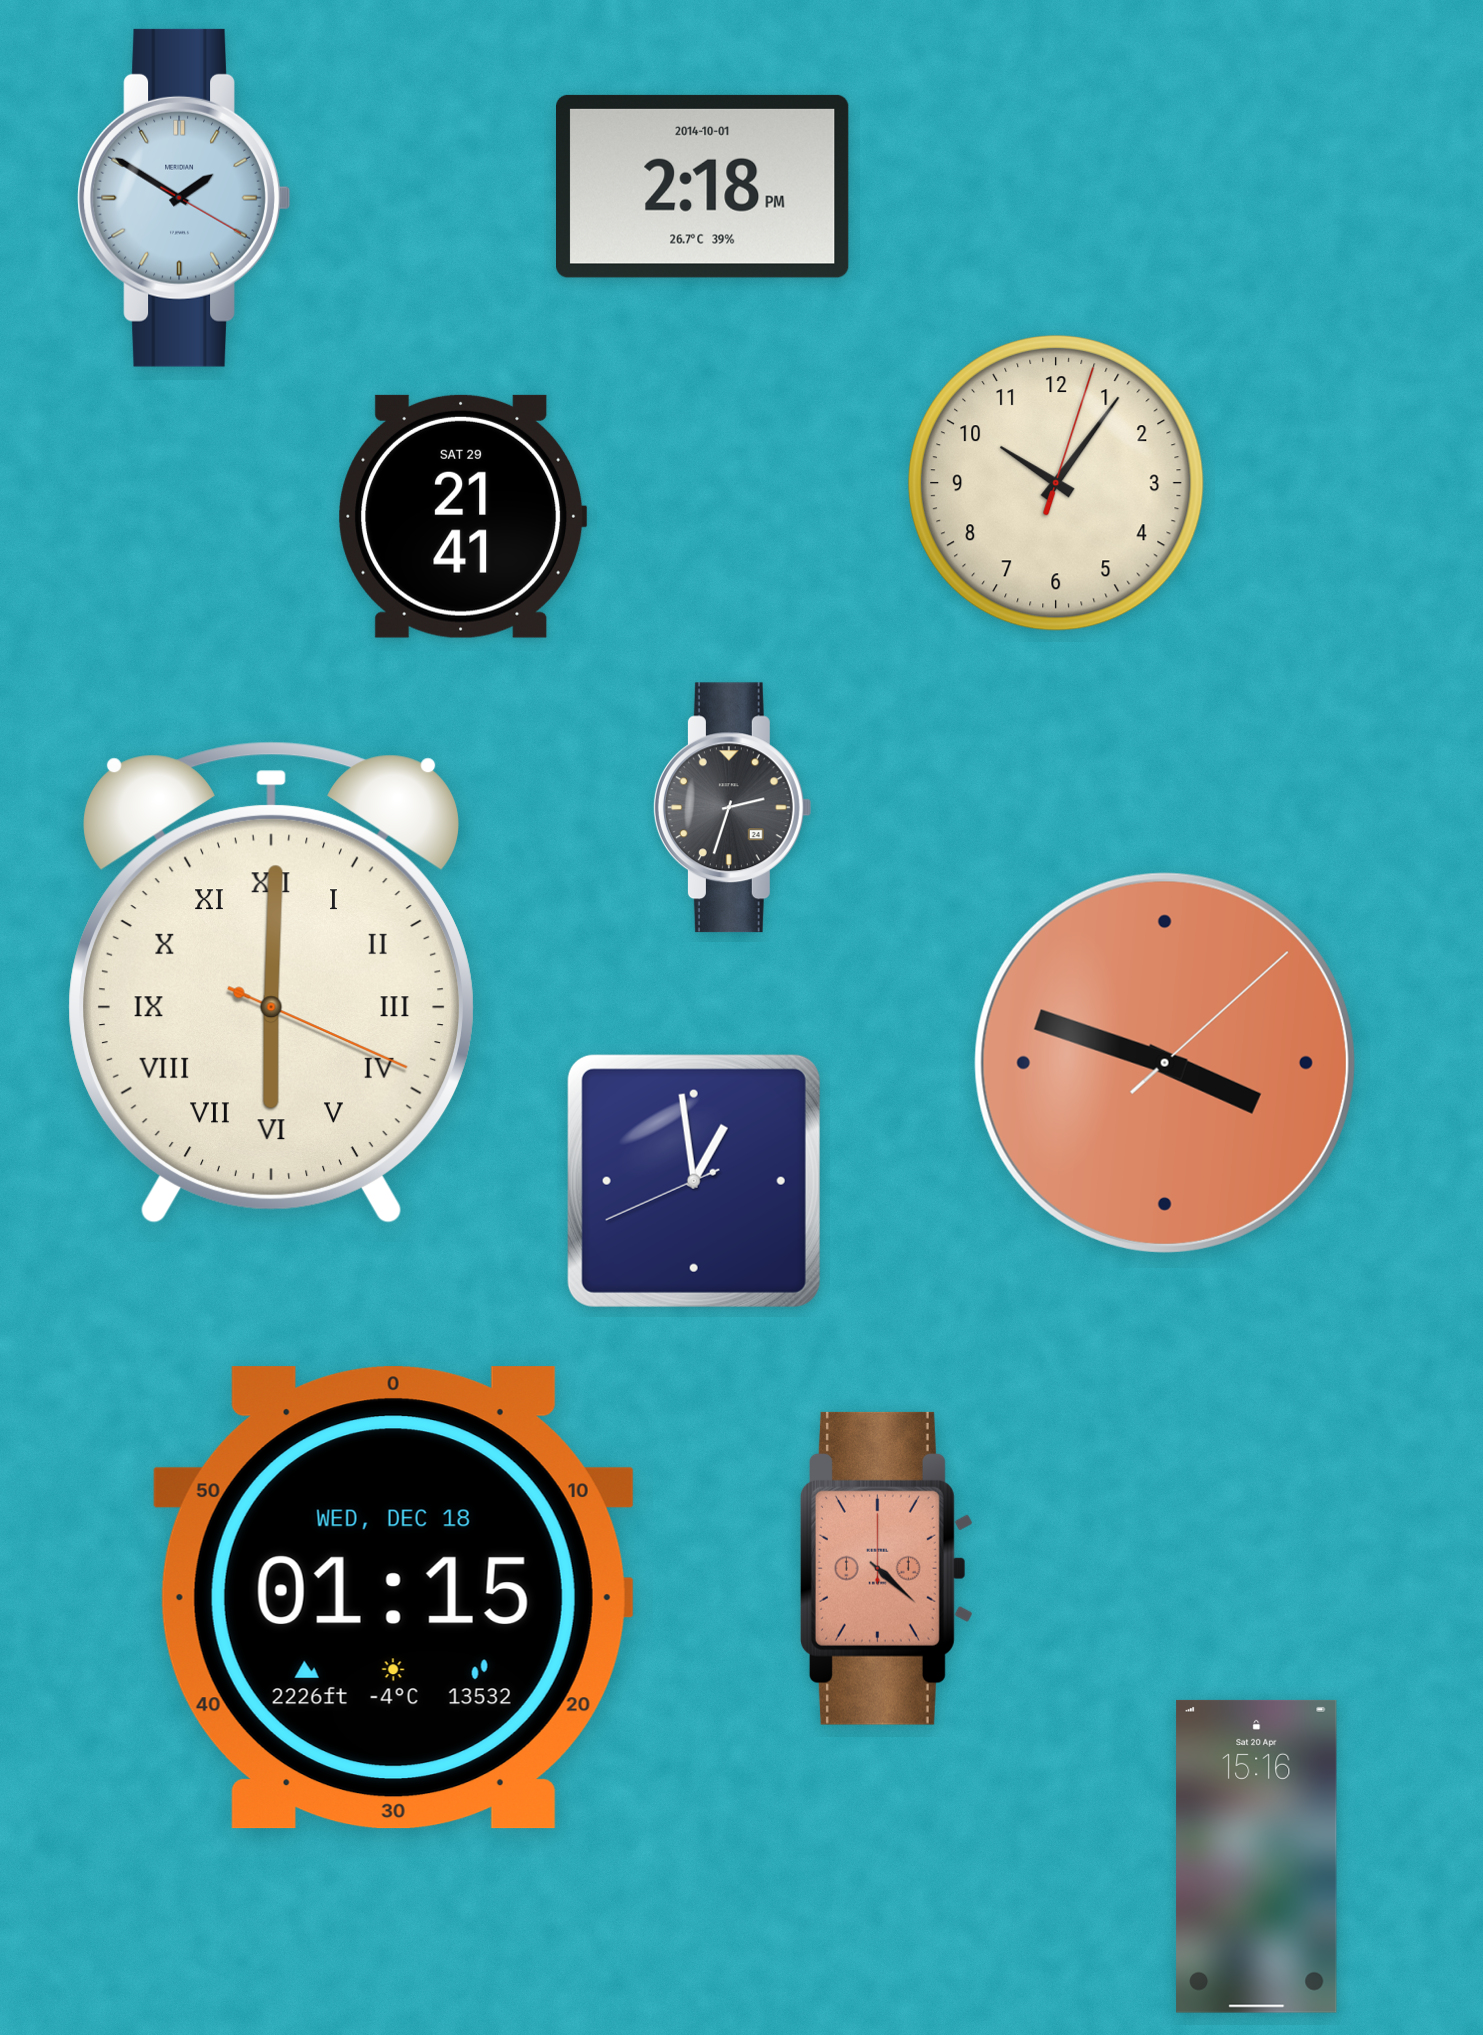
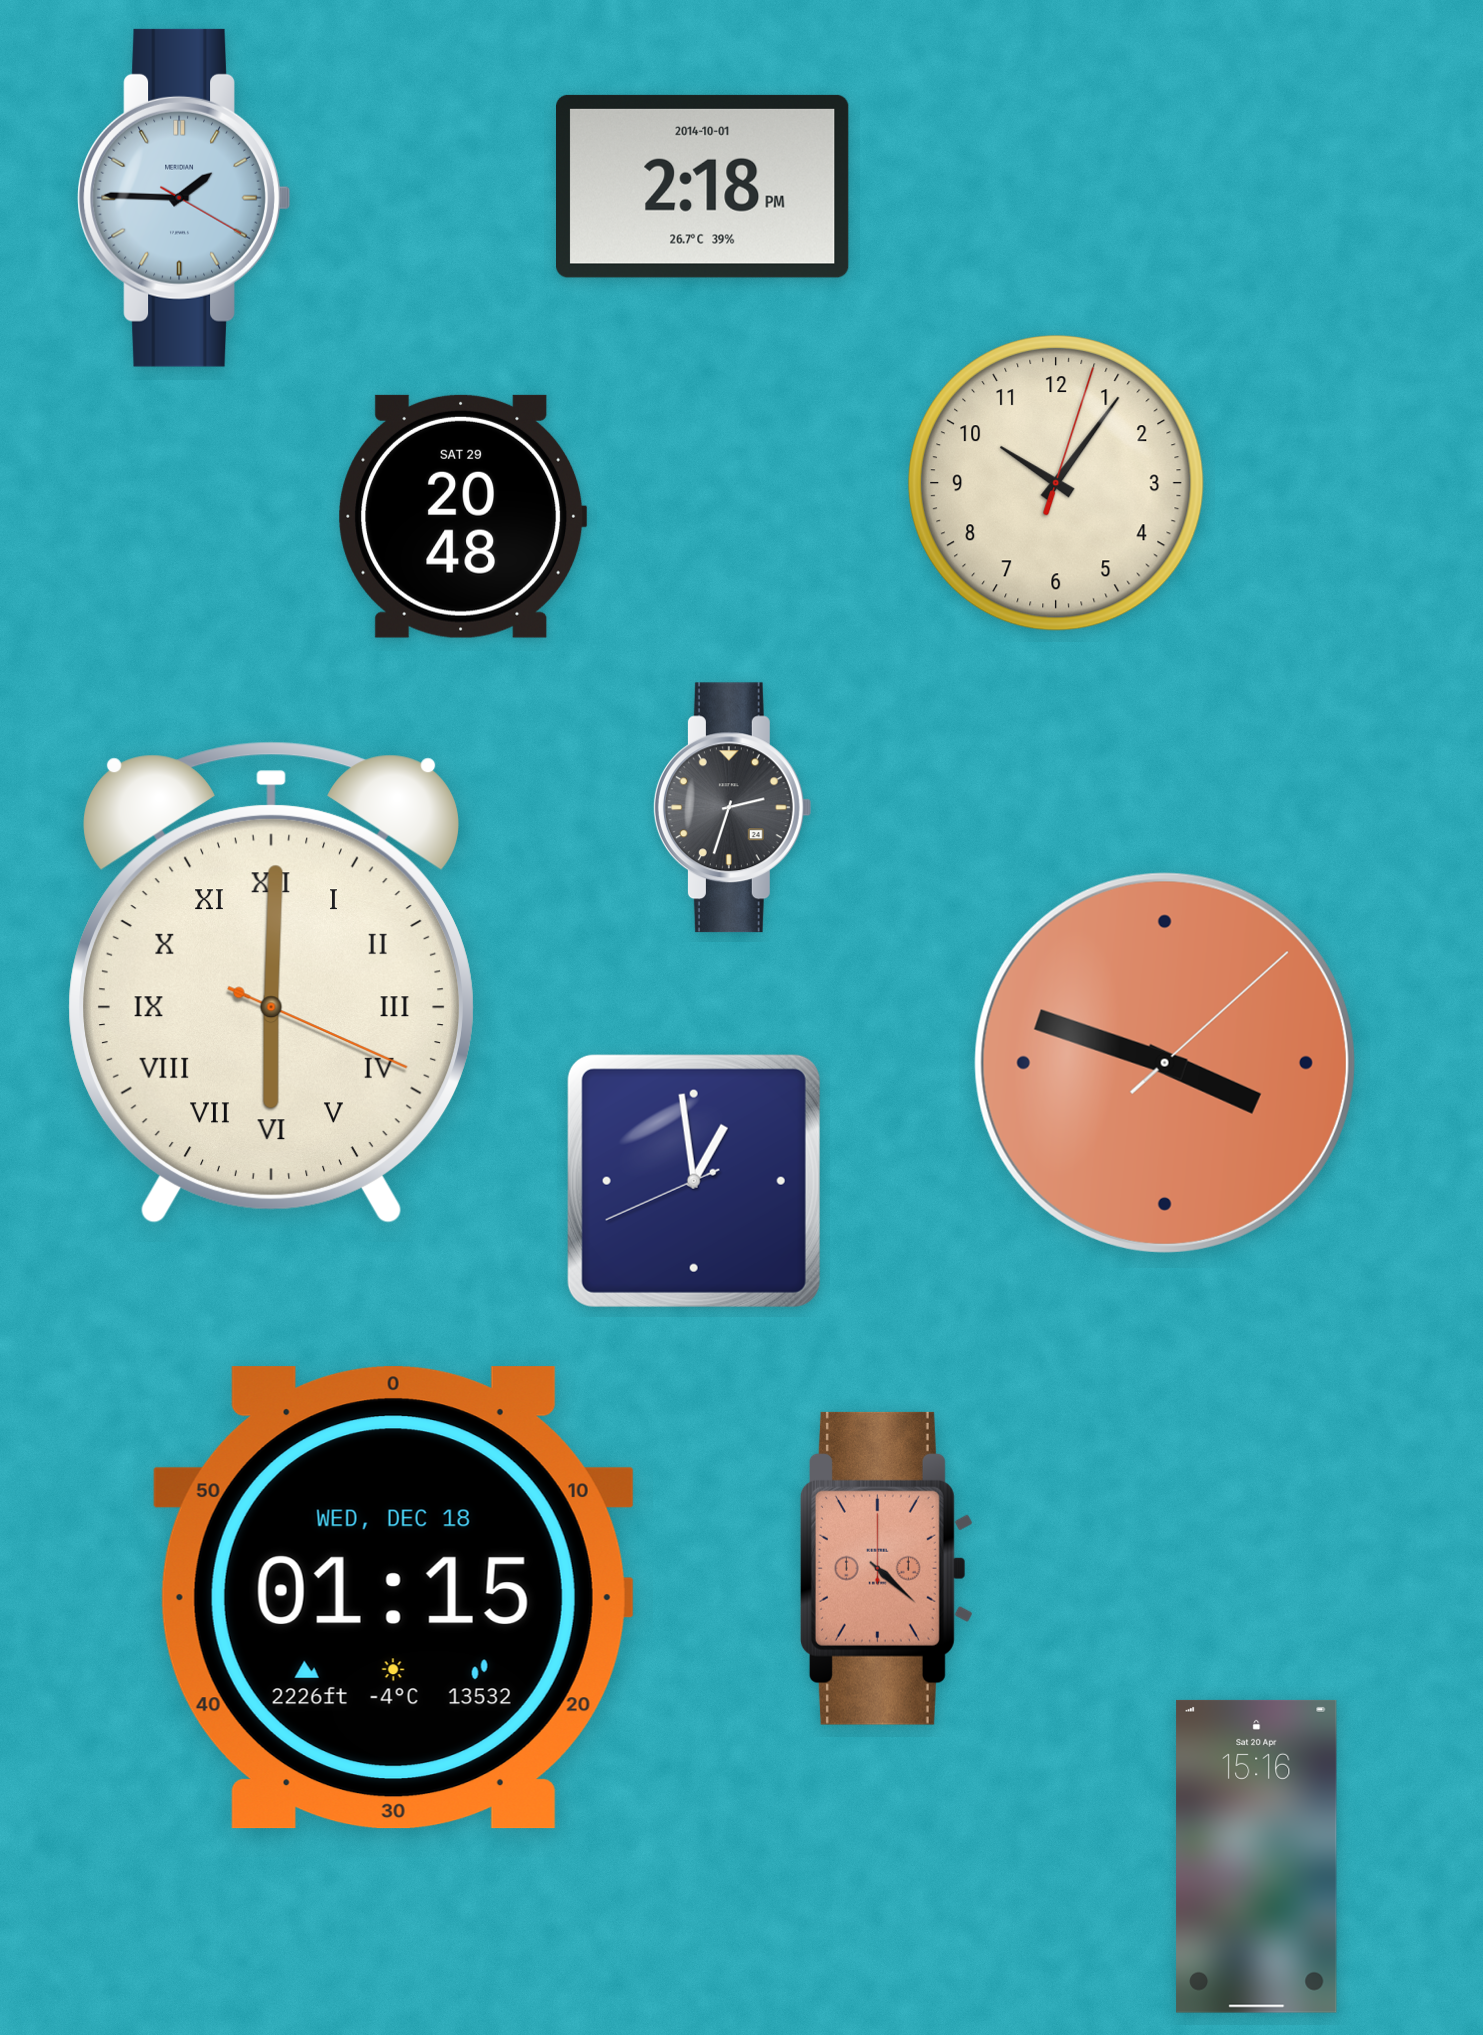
clock at (184, 198): 1:50 -> 1:45
clock at (463, 516): 21:41 -> 20:48
